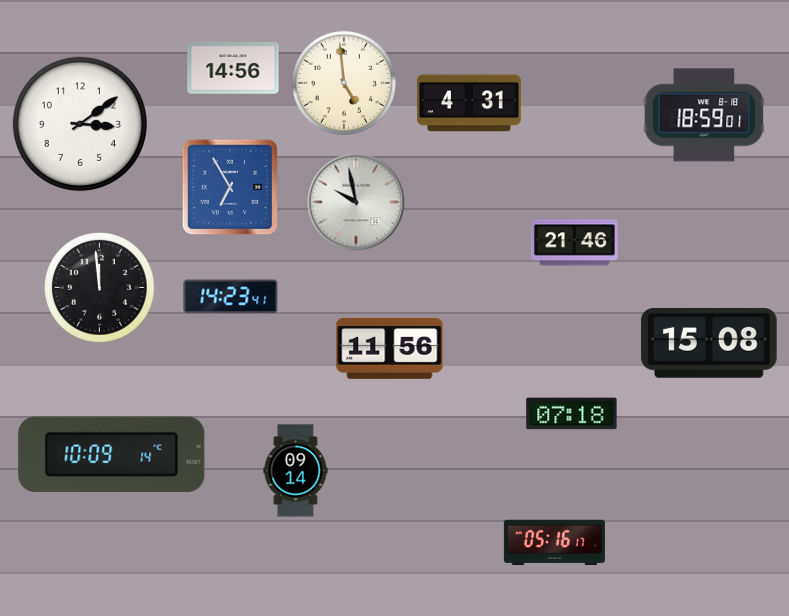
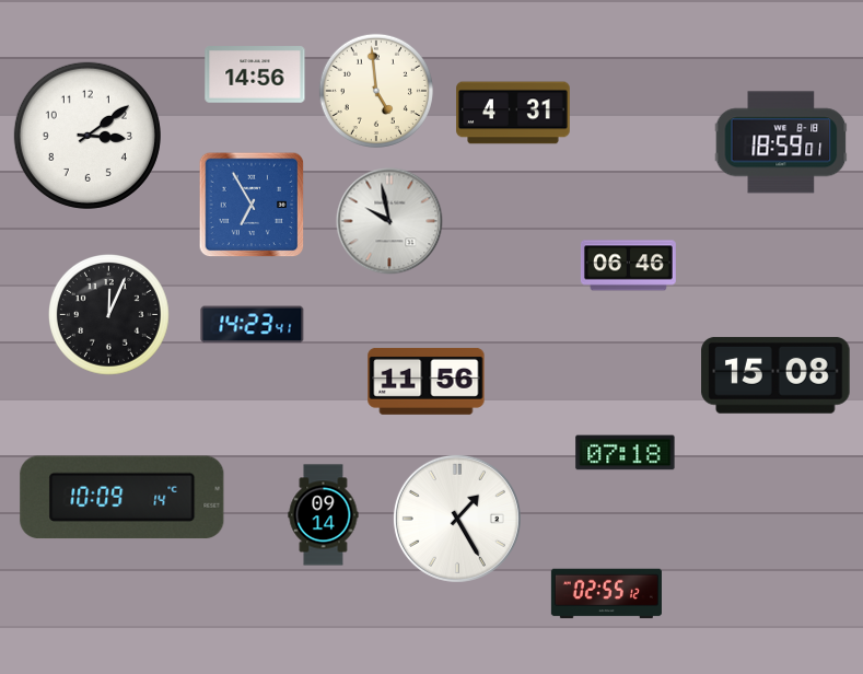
clock at (704, 115) position: (704, 115) -> (781, 142)
clock at (574, 243): 21:46 -> 06:46
clock at (100, 288): 11:59 -> 12:04
clock at (457, 519): none -> 1:25
clock at (554, 543): 05:16 -> 02:55
